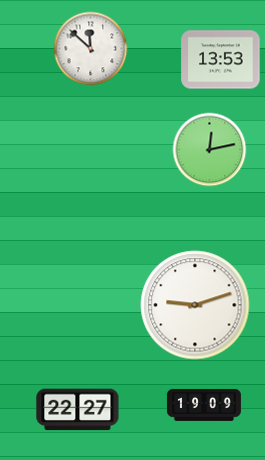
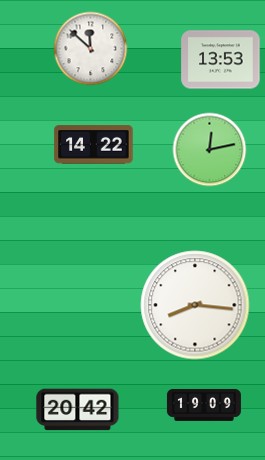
clock at (94, 145): none -> 14:22
clock at (195, 305): 9:12 -> 8:16
clock at (78, 410): 22:27 -> 20:42
